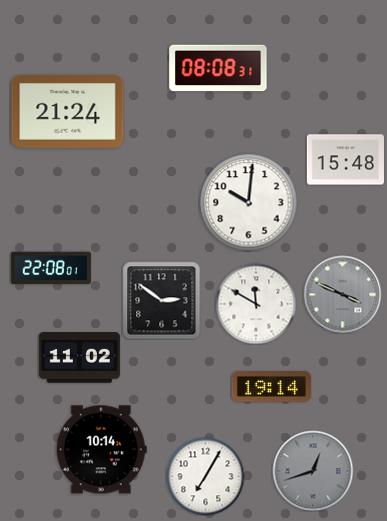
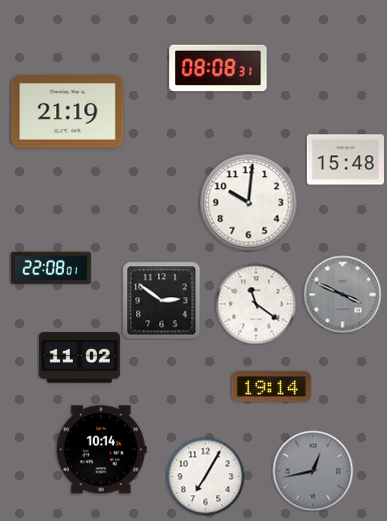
clock at (68, 112): 21:24 -> 21:19
clock at (256, 304): 11:50 -> 11:21
clock at (313, 471): 12:42 -> 12:43
